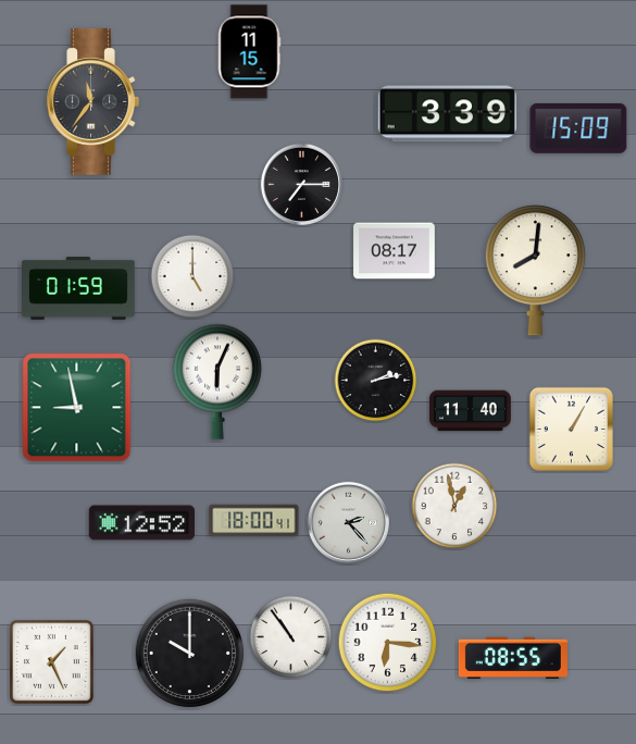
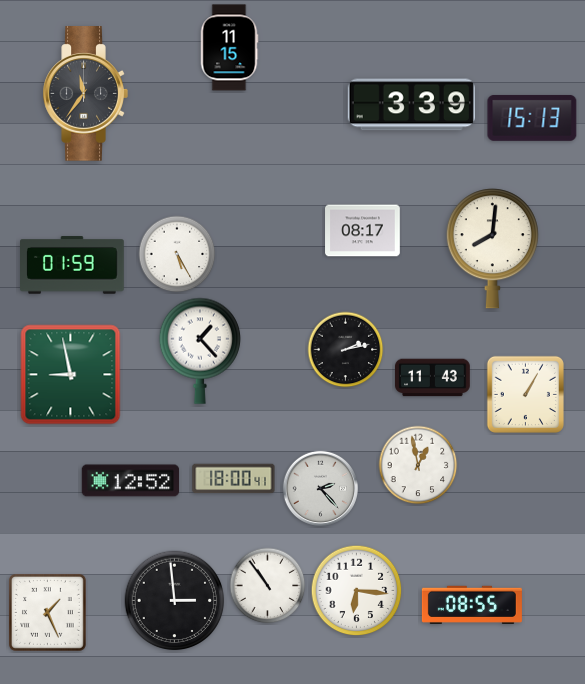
clock at (578, 128): 15:09 -> 15:13
clock at (301, 184): 7:15 -> none
clock at (192, 276): 5:00 -> 5:25
clock at (217, 382): 6:04 -> 1:23
clock at (471, 411): 11:40 -> 11:43
clock at (348, 522) position: (348, 522) -> (320, 488)
clock at (190, 654): 10:00 -> 2:59
clock at (52, 662) position: (52, 662) -> (48, 613)
